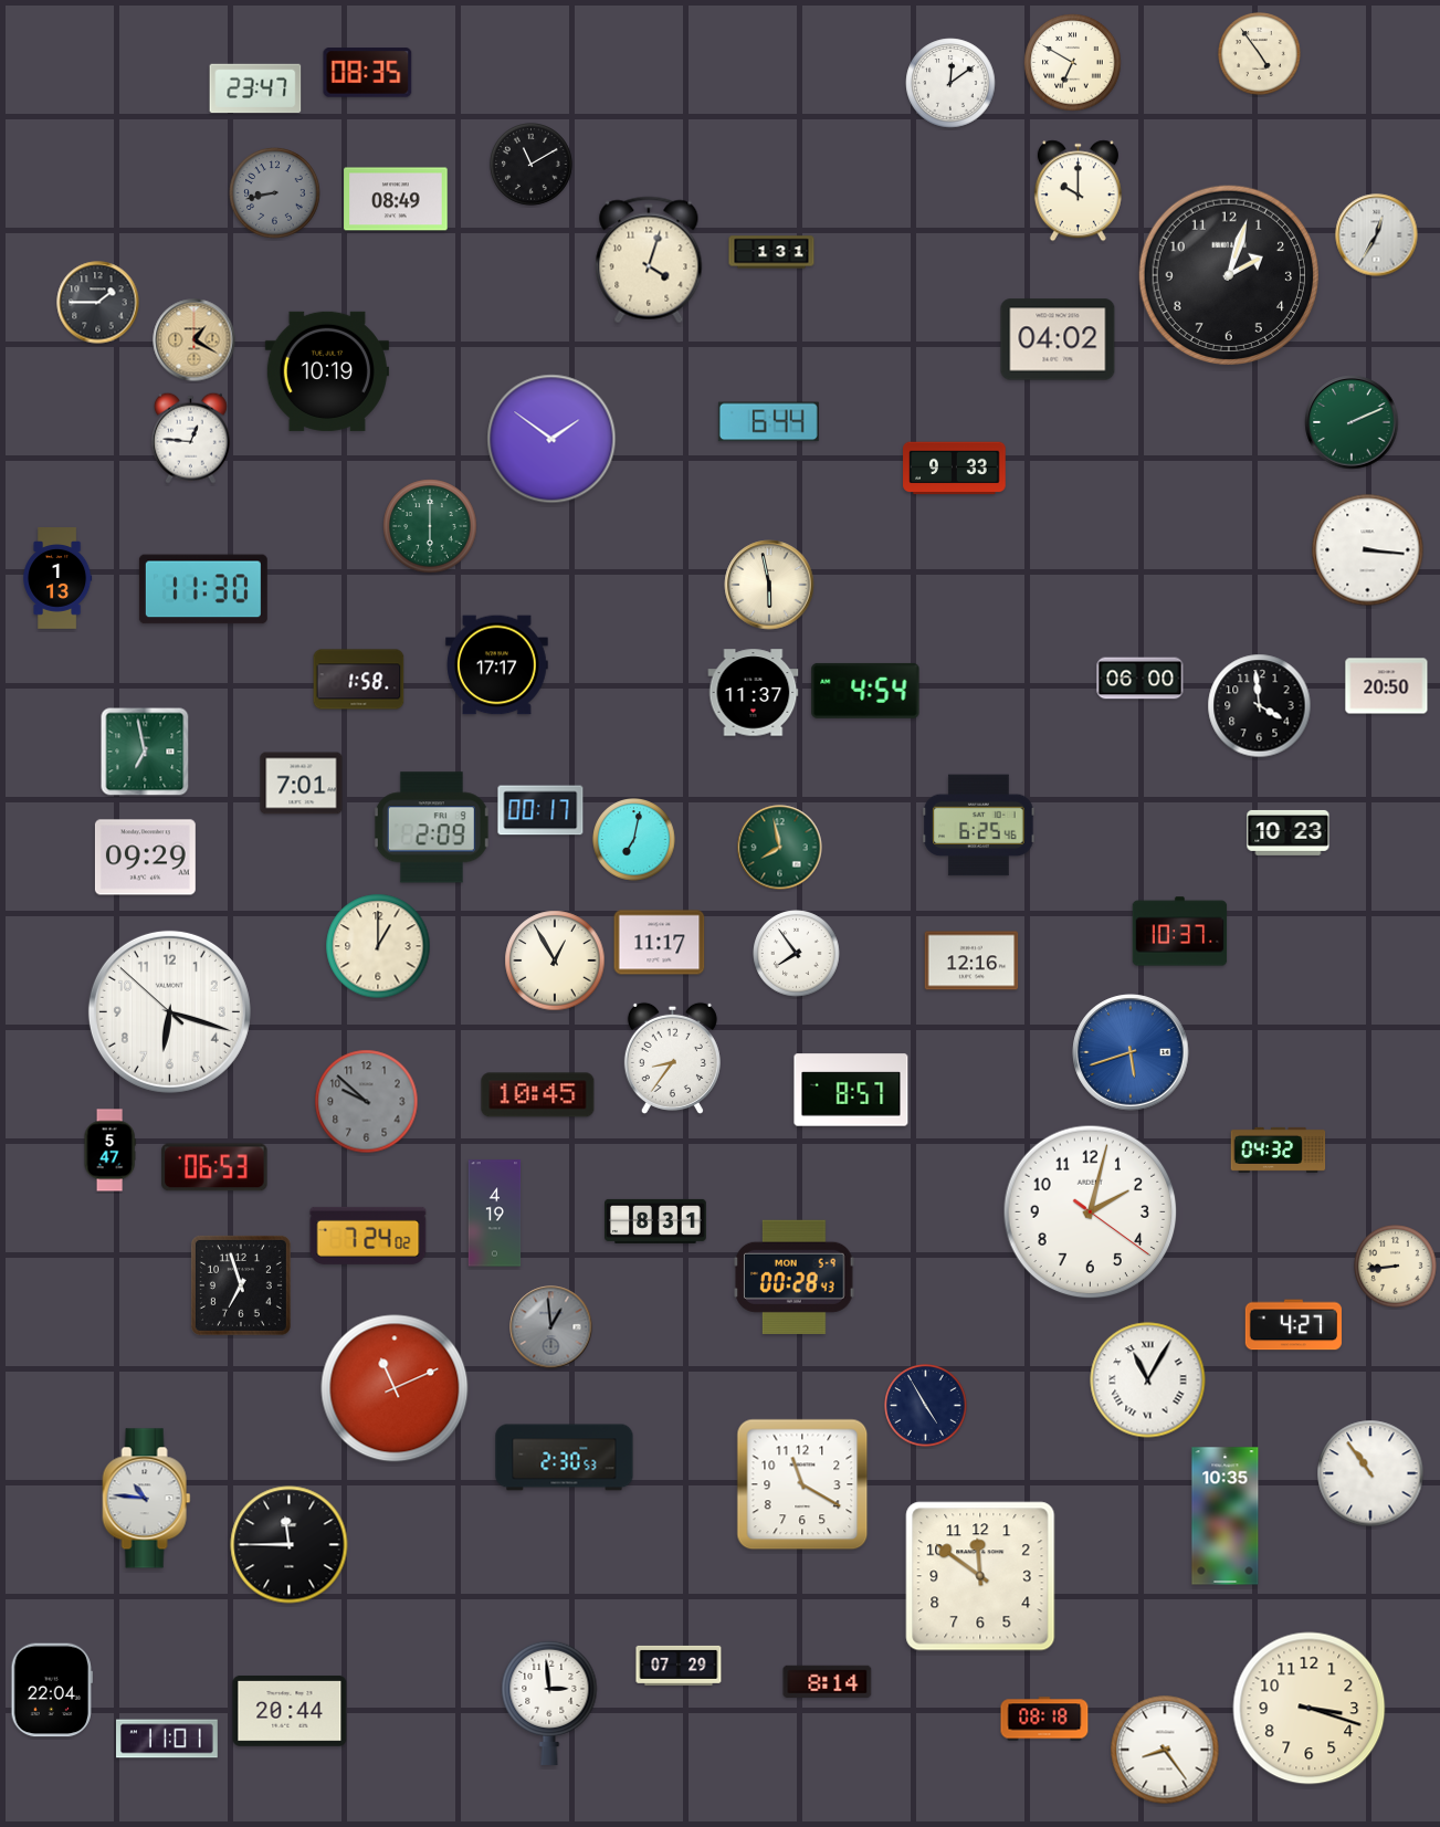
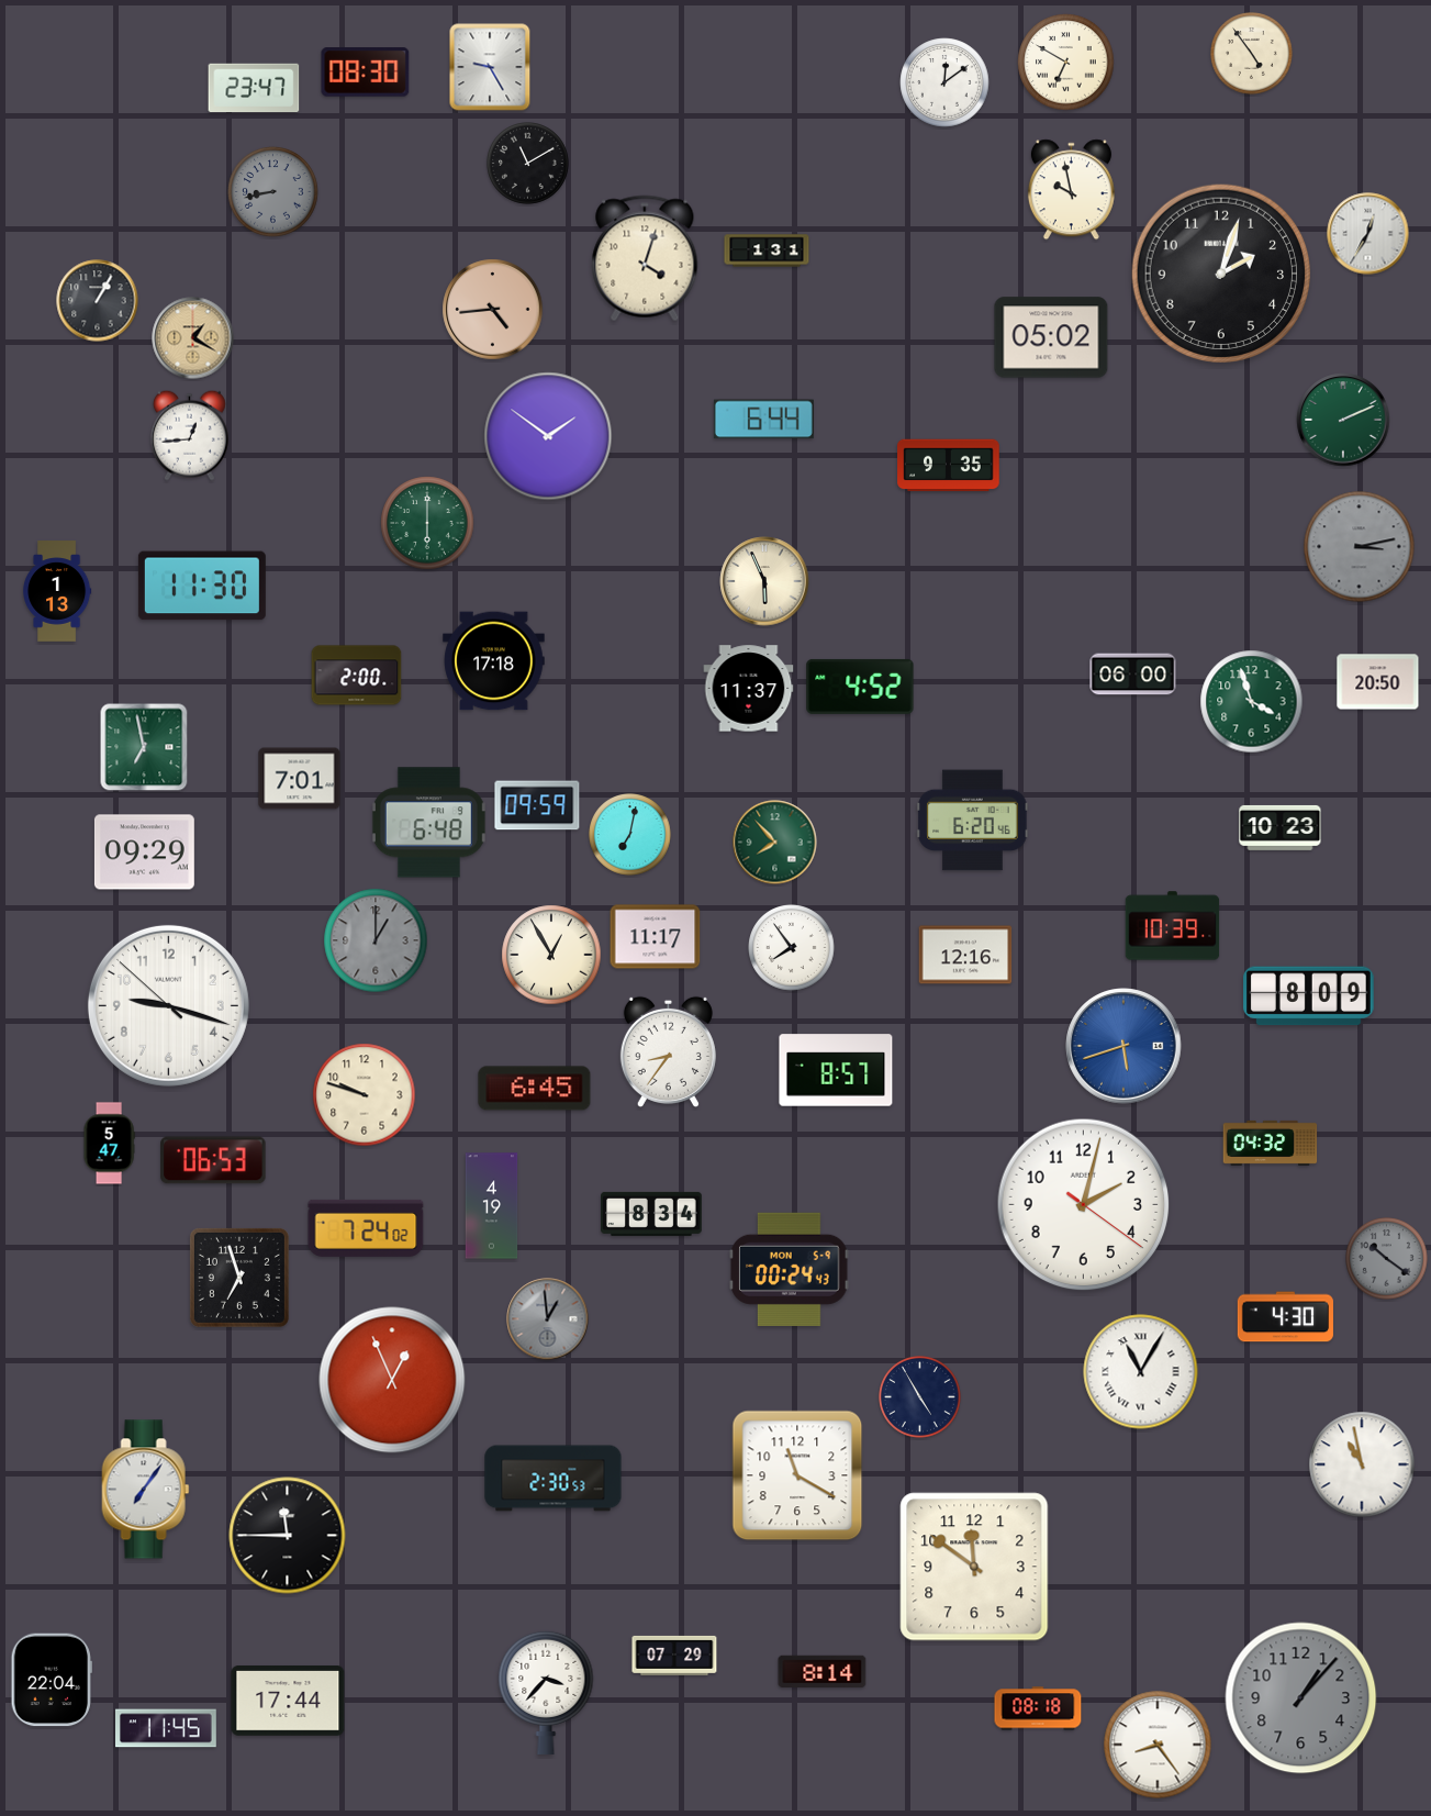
clock at (490, 67): none -> 9:25
clock at (368, 73): 08:35 -> 08:30
clock at (1078, 191): 10:00 -> 9:58
clock at (396, 199): 08:49 -> none
clock at (98, 303): 1:45 -> 1:05
clock at (493, 310): none -> 4:44
clock at (1058, 339): 04:02 -> 05:02
clock at (327, 371): 10:19 -> none
clock at (190, 438): 12:46 -> 12:44
clock at (955, 469): 9:33 -> 9:35
clock at (1368, 550): 3:16 -> 3:13
clock at (1368, 550) dial: white -> grey
clock at (57, 578) position: (57, 578) -> (57, 591)
clock at (769, 585): 5:58 -> 5:56
clock at (497, 665): 17:17 -> 17:18
clock at (359, 680): 1:58 -> 2:00
clock at (865, 691): 4:54 -> 4:52
clock at (1260, 706): 3:59 -> 3:57
clock at (1260, 706) dial: black -> green
clock at (540, 810): 00:17 -> 09:59
clock at (979, 826): 6:25 -> 6:20
clock at (431, 828): 2:09 -> 6:48
clock at (780, 848): 7:58 -> 7:53
clock at (1180, 932): 10:37 -> 10:39
clock at (378, 946) dial: cream -> grey
clock at (1309, 996): none -> 8:09
clock at (169, 1011): 6:17 -> 9:17
clock at (851, 1090) position: (851, 1090) -> (836, 1070)
clock at (538, 1095): 10:45 -> 6:45
clock at (367, 1102): 9:52 -> 9:48
clock at (367, 1102) dial: grey -> cream
clock at (656, 1221): 8:31 -> 8:34
clock at (1396, 1267): 8:44 -> 10:21
clock at (1396, 1267) dial: cream -> grey
clock at (795, 1277): 00:28 -> 00:24
clock at (1293, 1325): 4:27 -> 4:30
clock at (395, 1388): 11:11 -> 12:56
clock at (565, 1458) position: (565, 1458) -> (554, 1479)
clock at (1370, 1473): 10:54 -> 10:58
clock at (147, 1499): 10:46 -> 7:06
clock at (1226, 1516): 10:35 -> none
clock at (549, 1702): 2:59 -> 3:37
clock at (1310, 1709): 3:18 -> 1:07
clock at (1310, 1709) dial: cream -> grey
clock at (290, 1711): 20:44 -> 17:44
clock at (168, 1739): 11:01 -> 11:45
clock at (1165, 1750) position: (1165, 1750) -> (1158, 1745)
